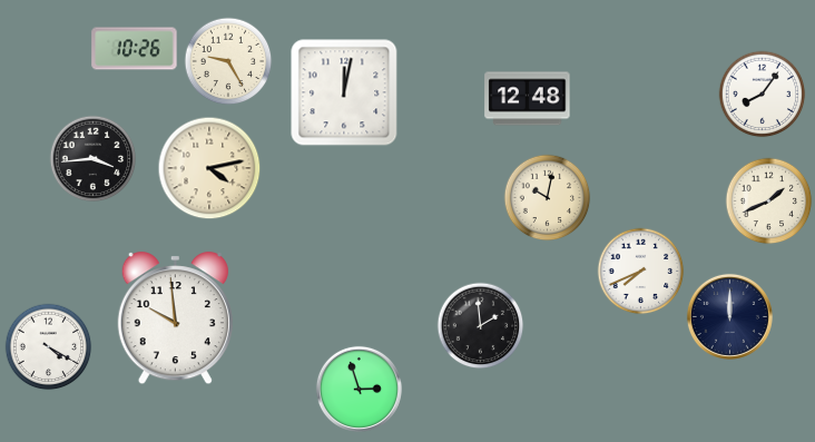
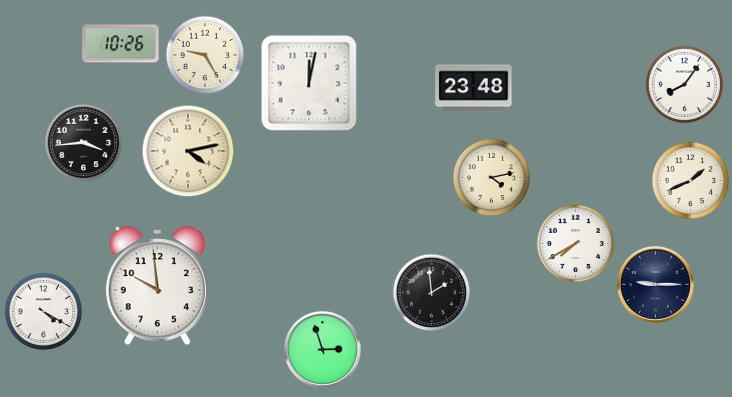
clock at (528, 99): 12:48 -> 23:48
clock at (547, 197): 10:02 -> 4:13
clock at (640, 271): 7:41 -> 7:40
clock at (729, 316): 12:00 -> 9:15
